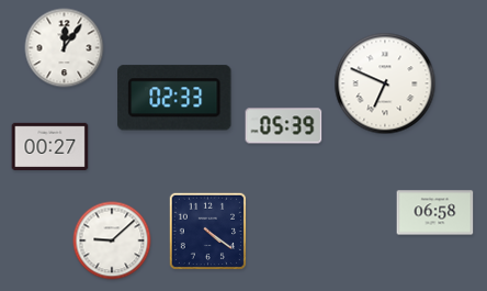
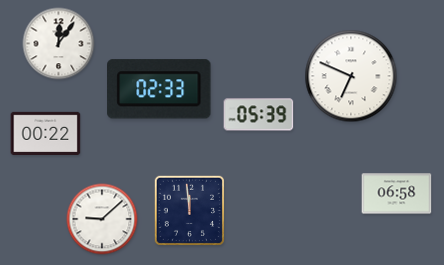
clock at (50, 146): 00:27 -> 00:22
clock at (207, 231): 4:21 -> 11:59
